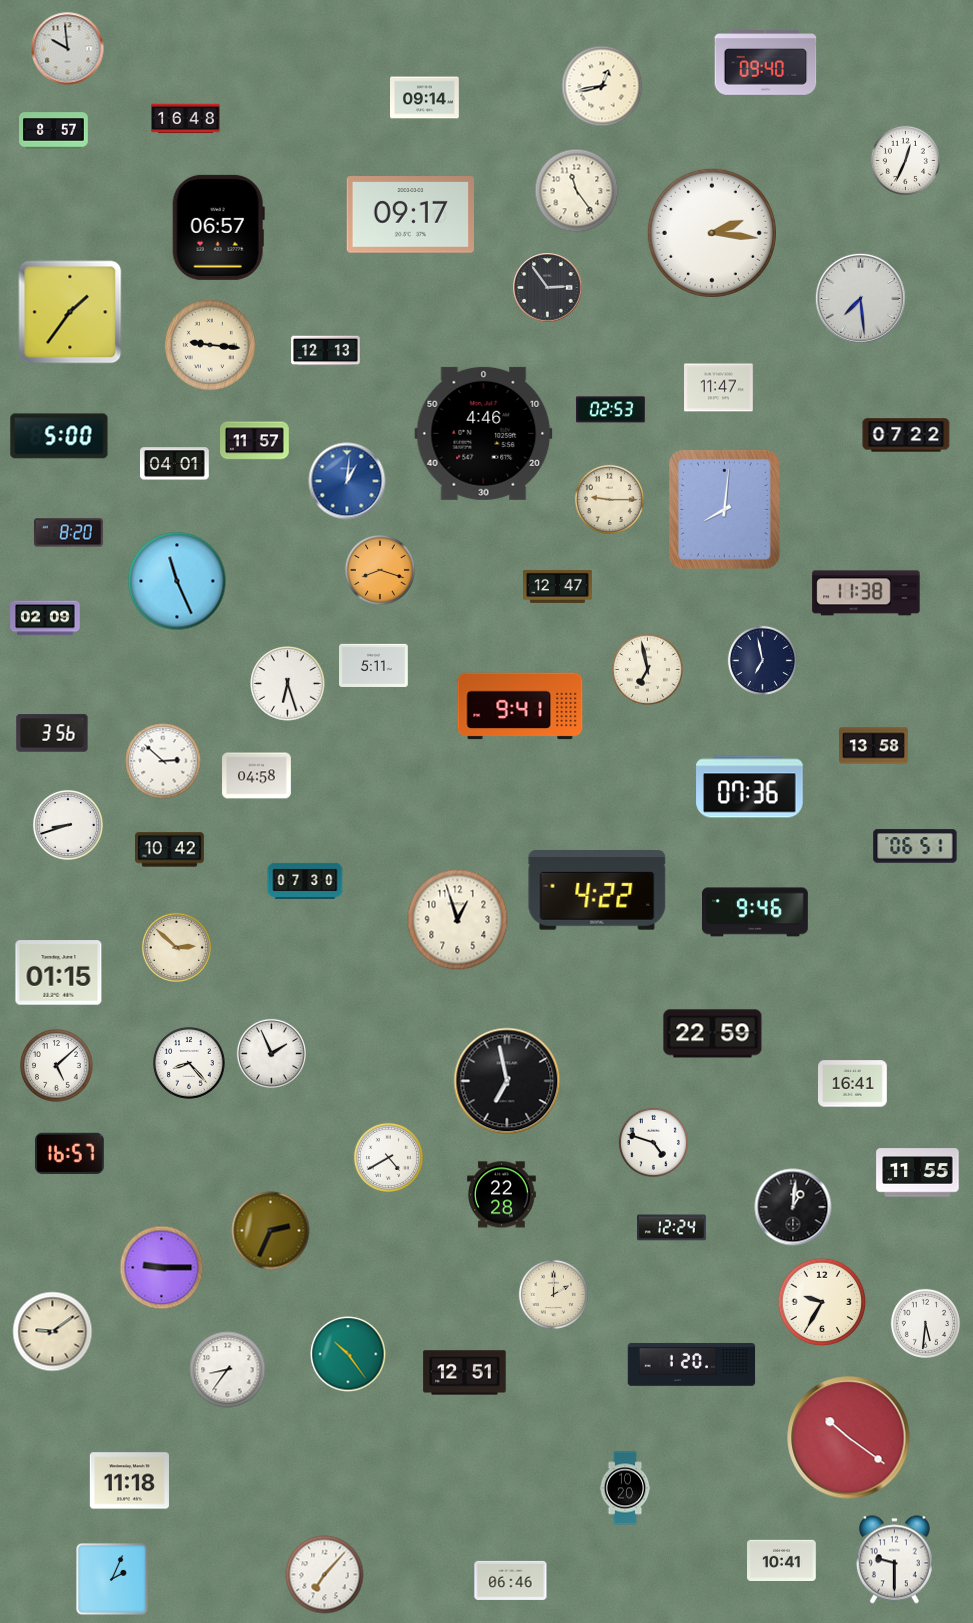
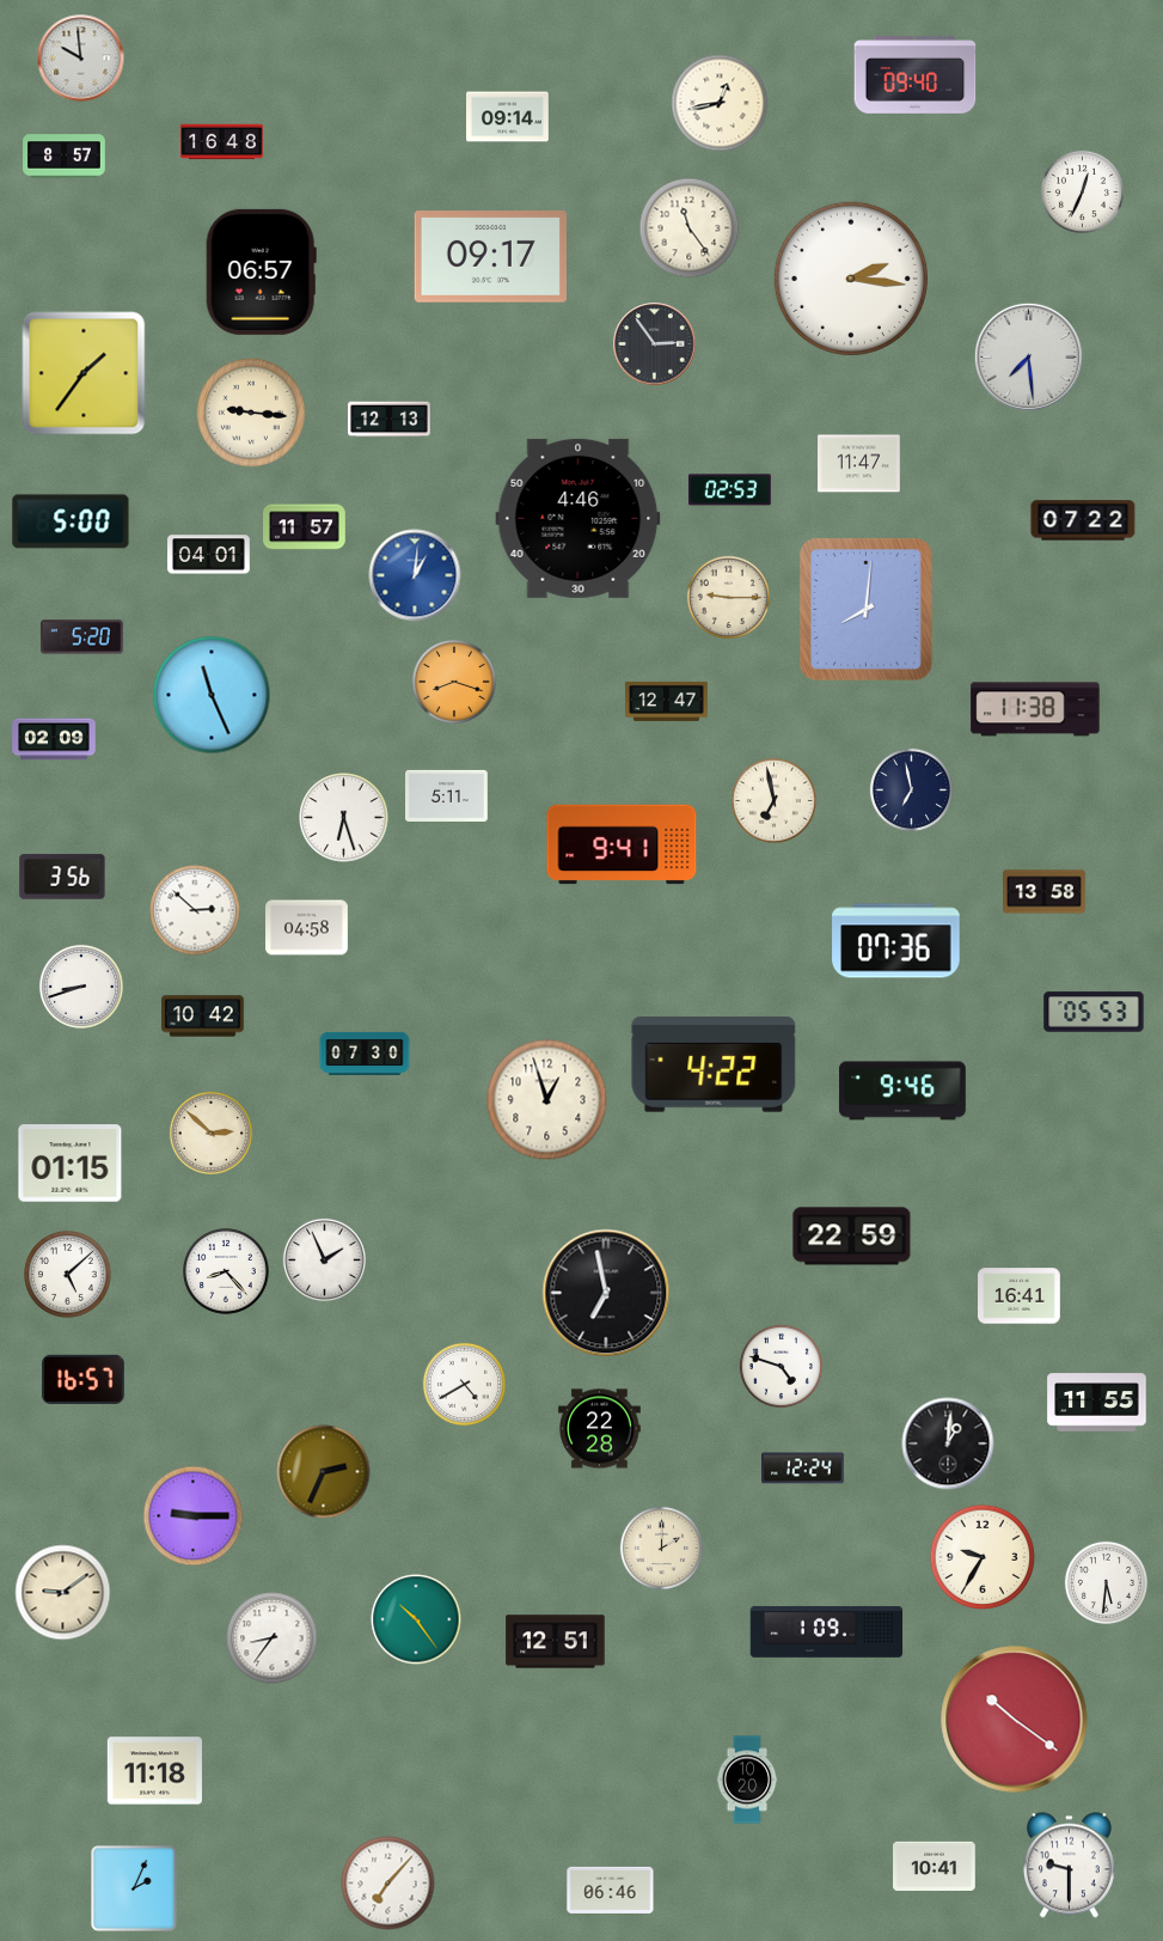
clock at (68, 533): 8:20 -> 5:20
clock at (915, 846): 06:51 -> 05:53
clock at (692, 1364): 1:20 -> 1:09
